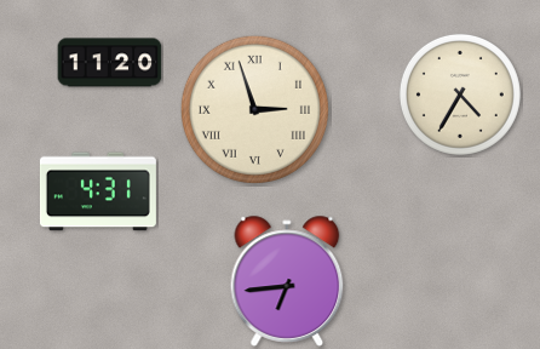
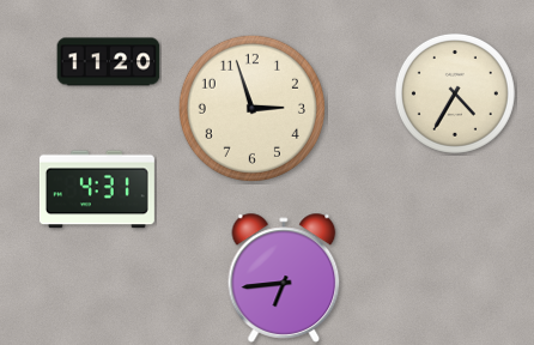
clock at (254, 109) numerals: Roman -> Arabic
